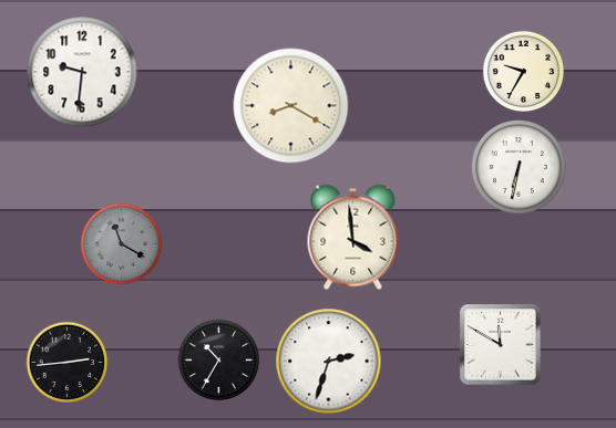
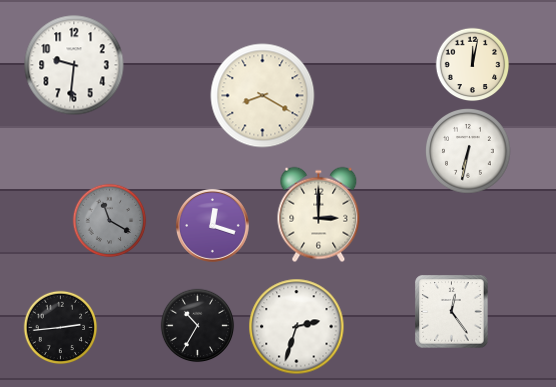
clock at (524, 72): 9:35 -> 12:02
clock at (353, 238): 3:59 -> 3:00
clock at (212, 225): none -> 12:18
clock at (501, 345): 11:50 -> 12:24
